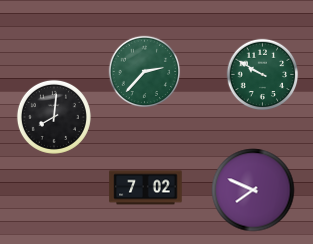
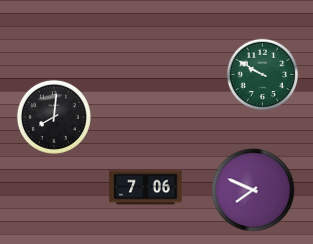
clock at (145, 72): 2:37 -> none
clock at (146, 188): 7:02 -> 7:06
